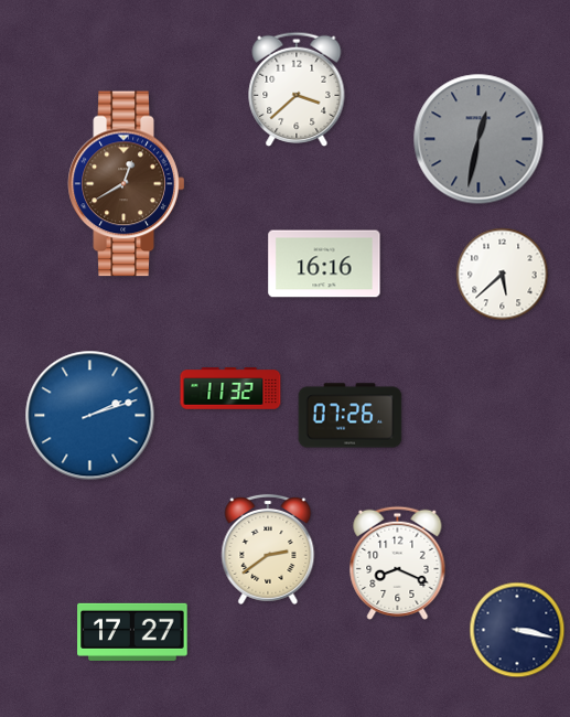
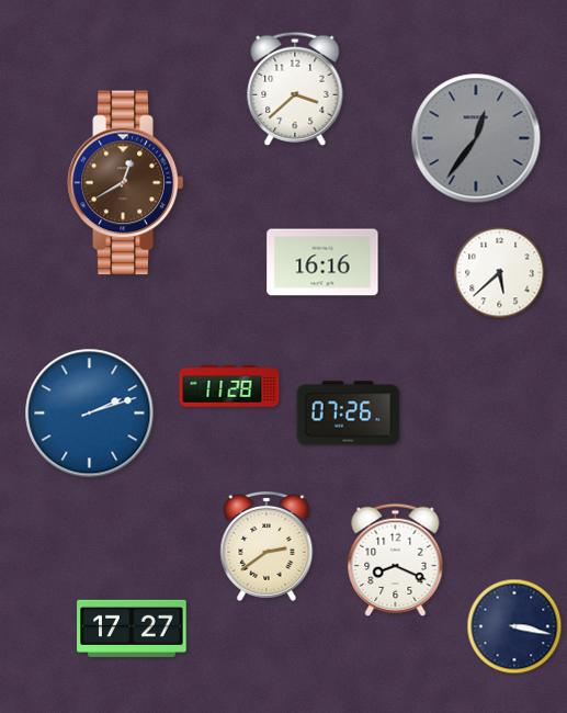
clock at (478, 139): 12:32 -> 12:36
clock at (230, 388): 11:32 -> 11:28
